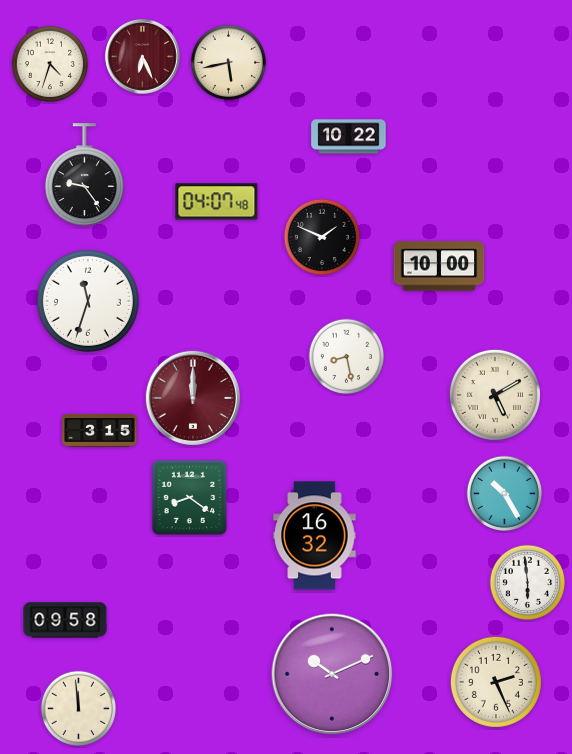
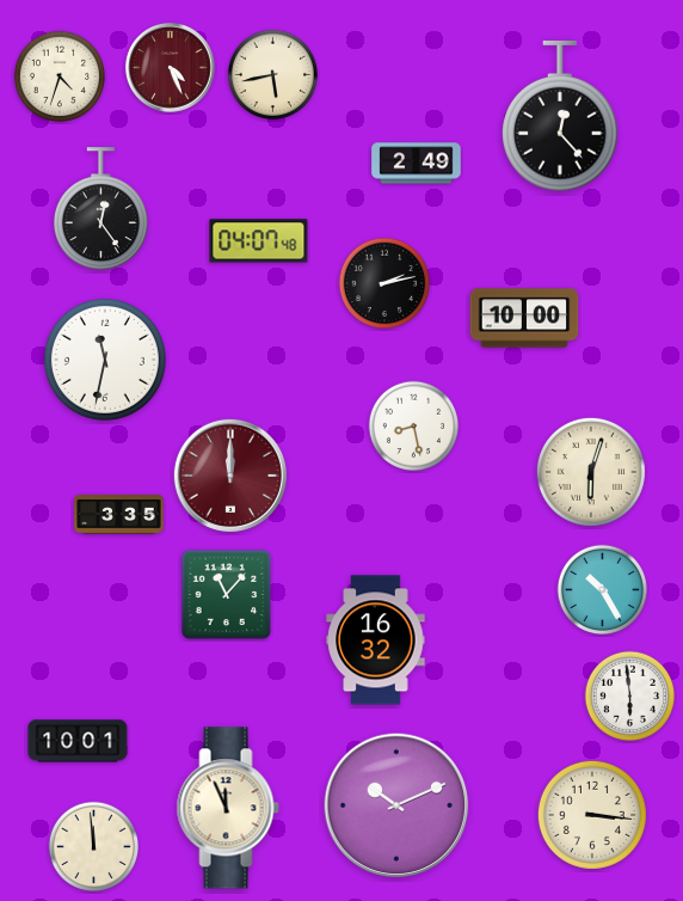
clock at (142, 56): 6:26 -> 4:26
clock at (561, 116): none -> 12:23
clock at (349, 137): 10:22 -> 2:49
clock at (84, 175): 9:24 -> 12:24
clock at (322, 237): 1:49 -> 2:13
clock at (88, 301): 11:33 -> 11:32
clock at (495, 395): 5:10 -> 6:03
clock at (100, 431): 3:15 -> 3:35
clock at (190, 498): 8:21 -> 11:07
clock at (65, 620): 09:58 -> 10:01
clock at (228, 808): none -> 11:56
clock at (496, 682): 2:26 -> 3:16
